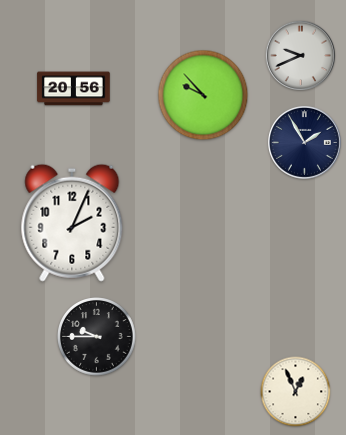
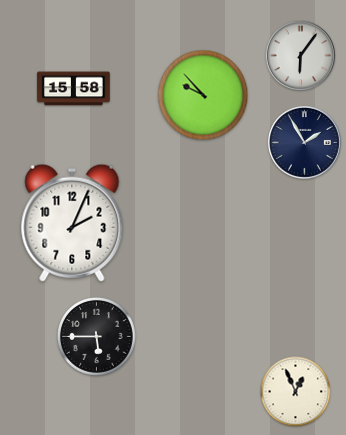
clock at (300, 55): 9:41 -> 6:06
clock at (74, 89): 20:56 -> 15:58
clock at (97, 337): 9:45 -> 5:45
